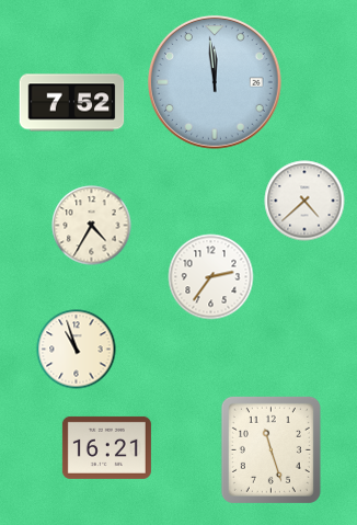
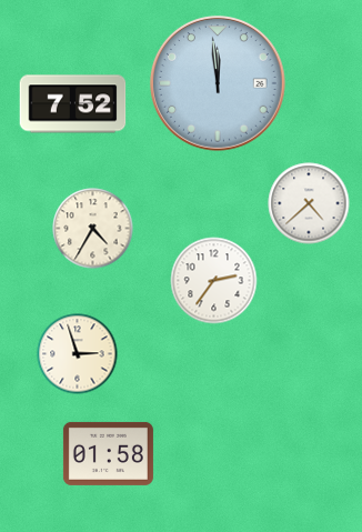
clock at (77, 350): 10:57 -> 2:57
clock at (106, 447): 16:21 -> 01:58
clock at (270, 449): 11:27 -> none
